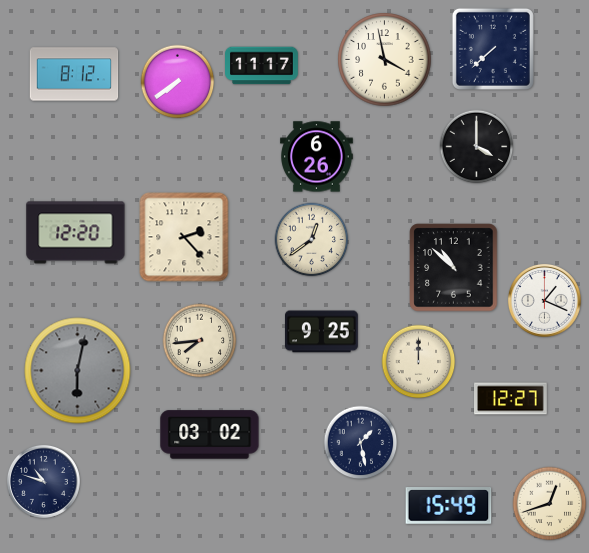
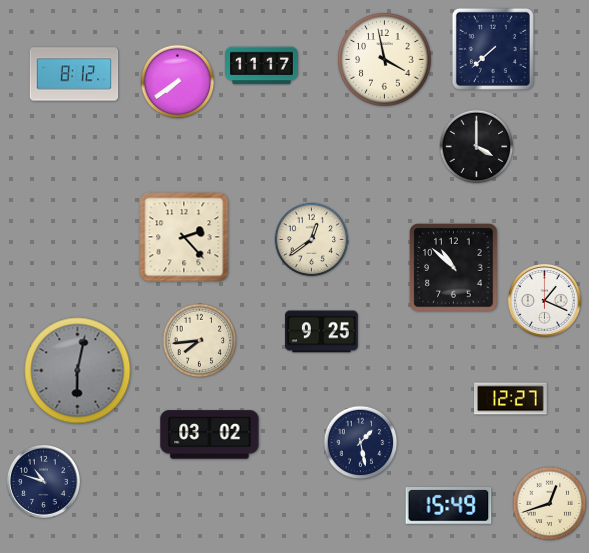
clock at (317, 157): 6:26 -> none
clock at (76, 233): 12:20 -> none
clock at (419, 362): 12:00 -> none
